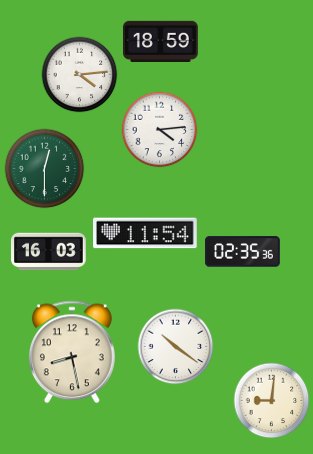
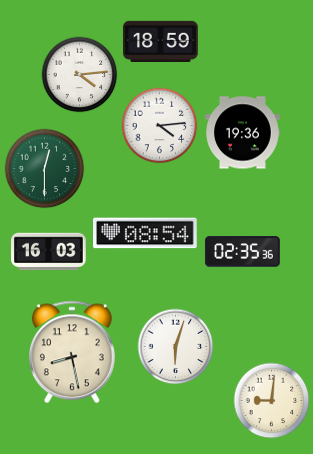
clock at (160, 130) position: (160, 130) -> (160, 126)
clock at (243, 133): none -> 19:36
clock at (146, 233): 11:54 -> 08:54
clock at (176, 347): 10:21 -> 6:03
